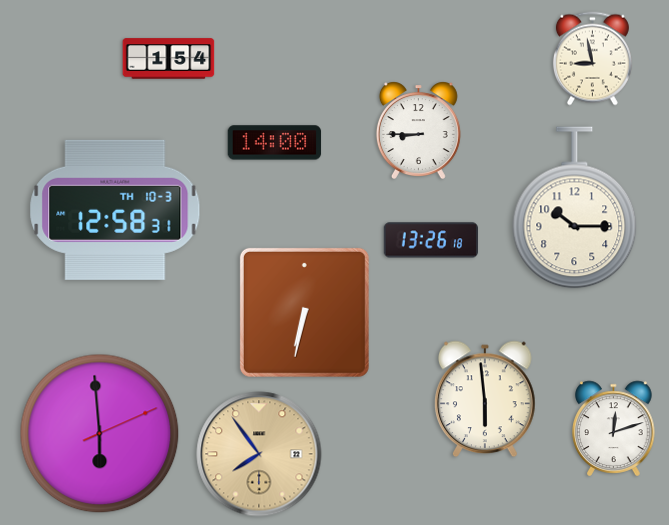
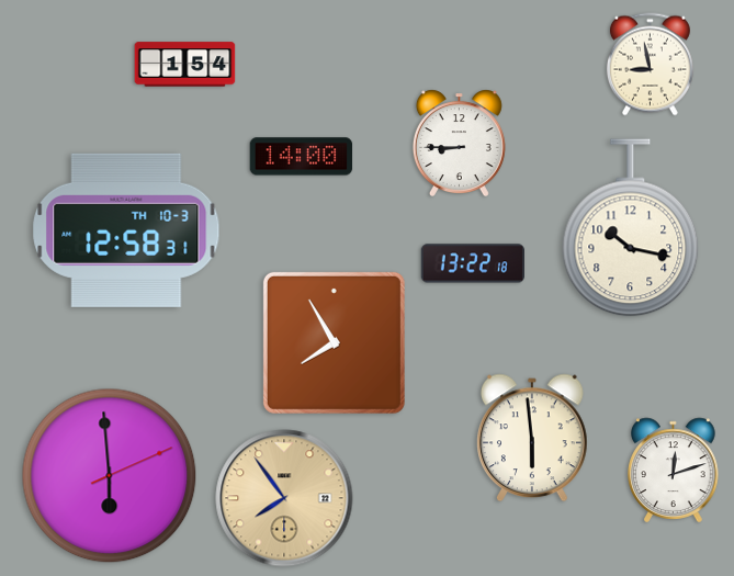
clock at (575, 208): 10:15 -> 10:17
clock at (430, 240): 13:26 -> 13:22
clock at (304, 312): 6:32 -> 7:55
